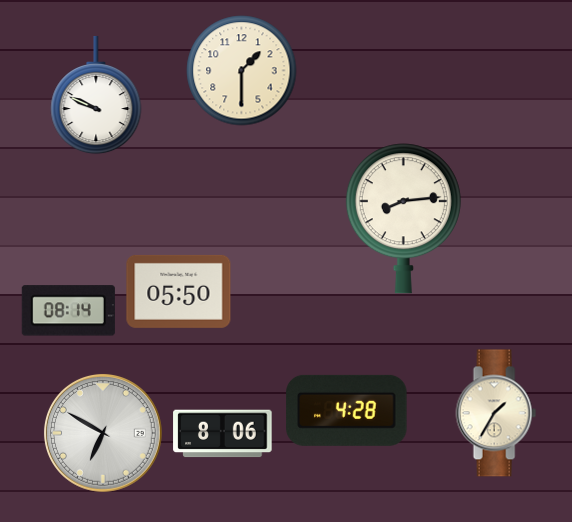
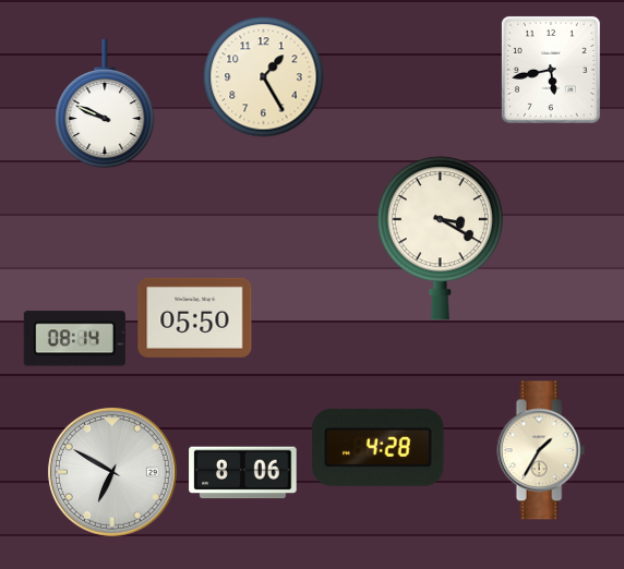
clock at (551, 70): none -> 5:43
clock at (242, 71): 1:30 -> 1:25
clock at (403, 219): 8:14 -> 3:20
